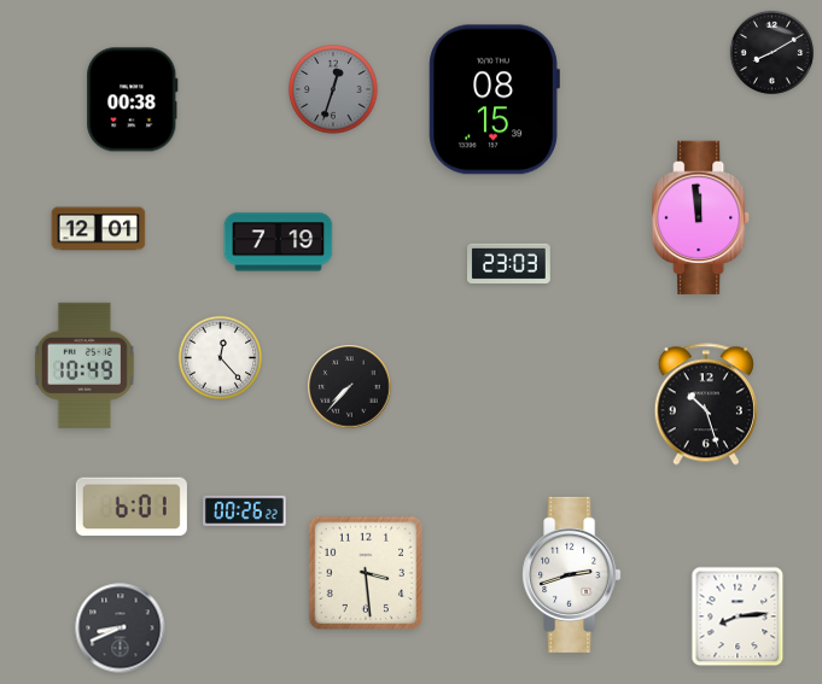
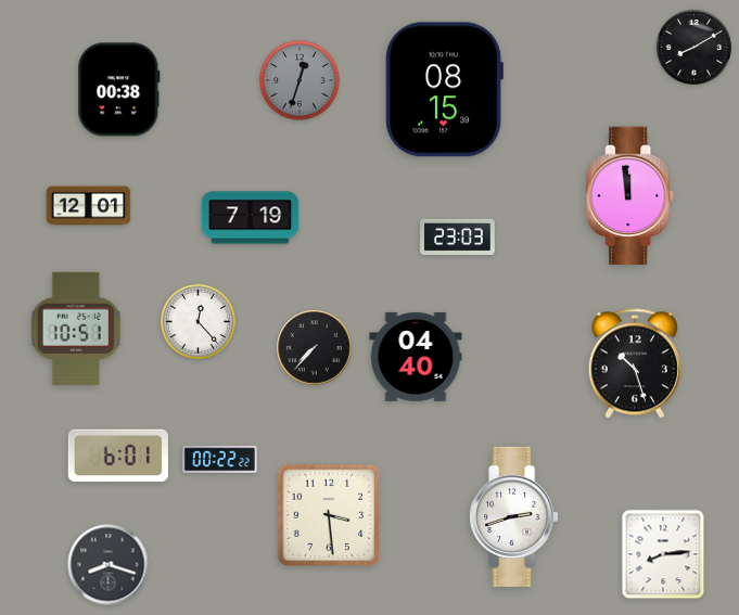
clock at (84, 366): 10:49 -> 10:51
clock at (416, 357): none -> 04:40
clock at (245, 510): 00:26 -> 00:22
clock at (121, 629): 8:41 -> 8:18
